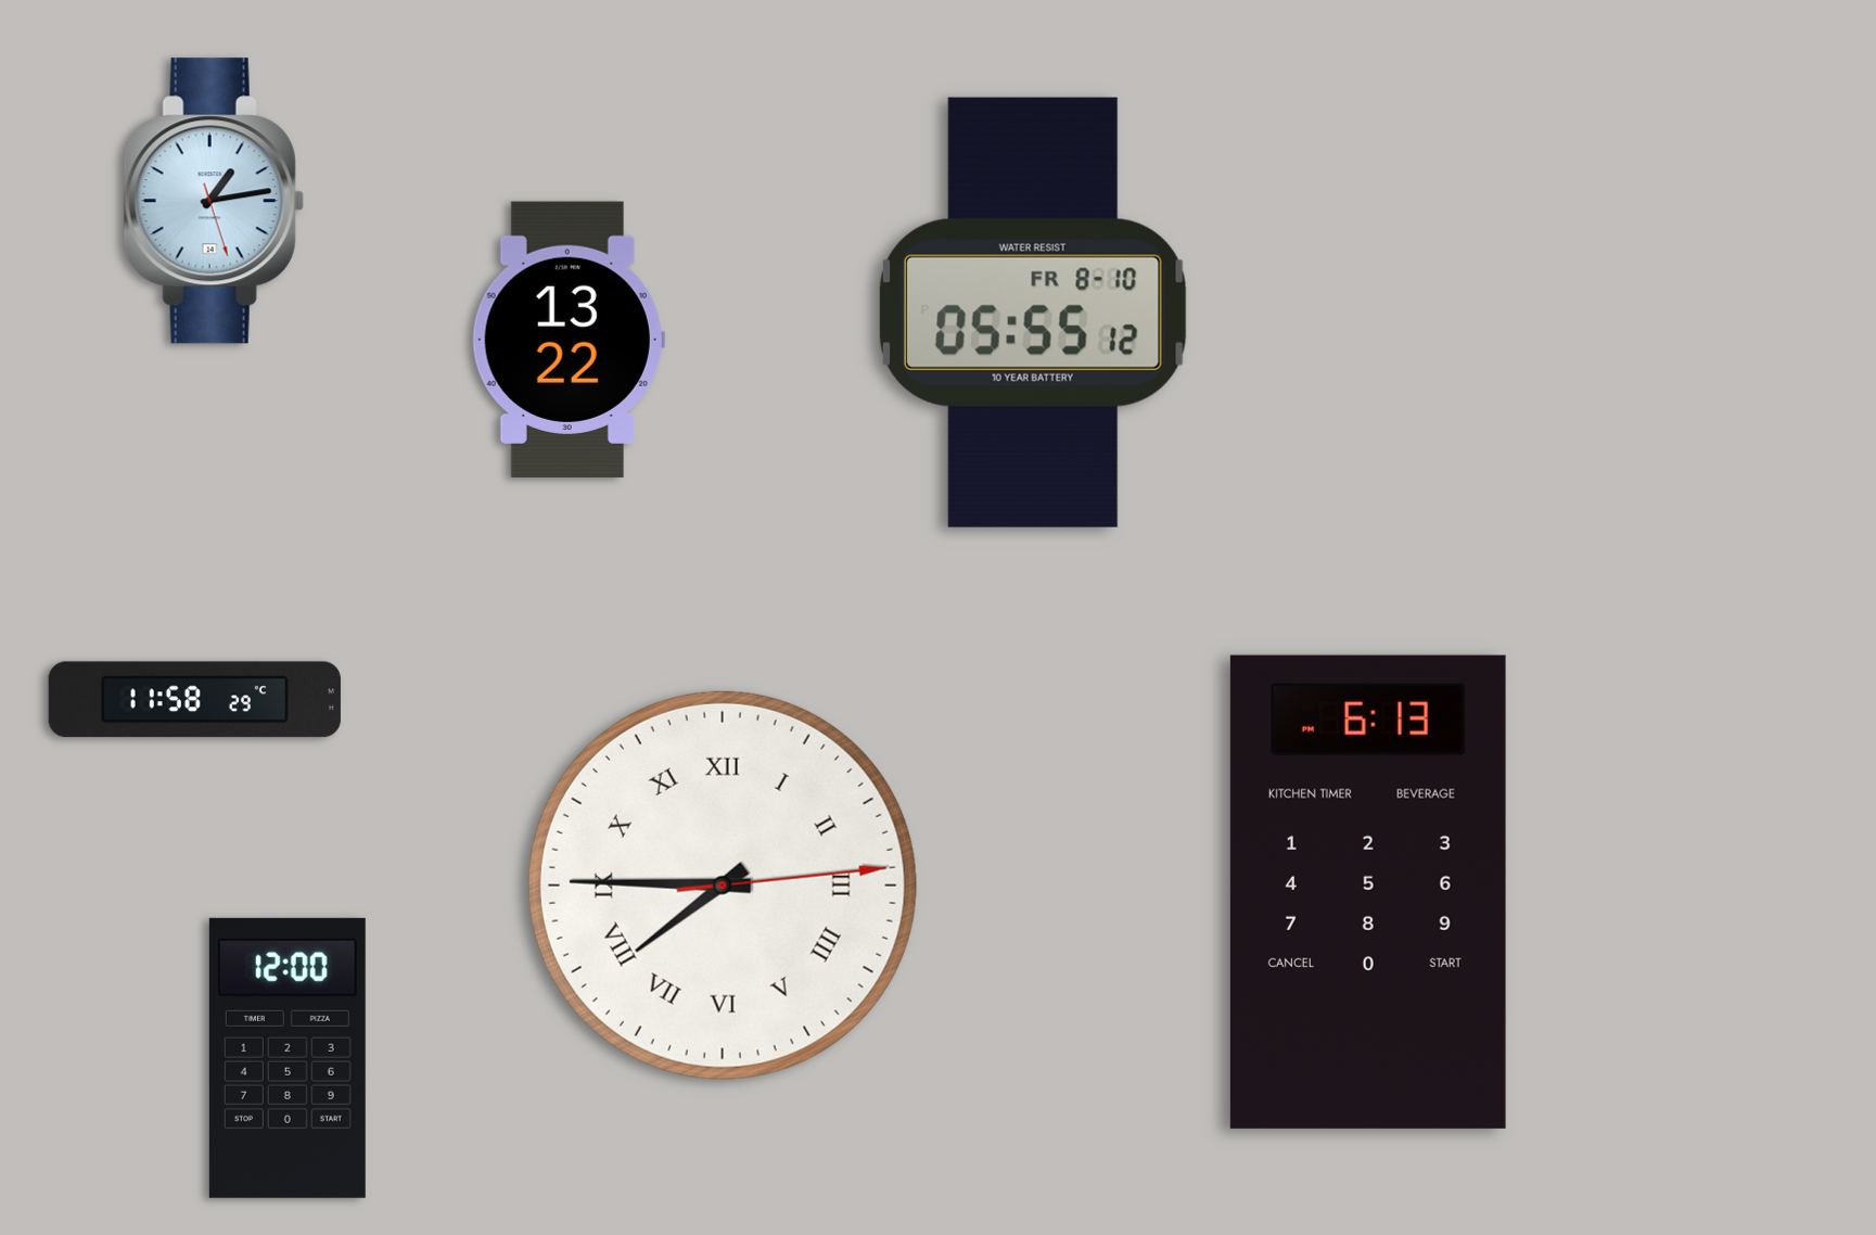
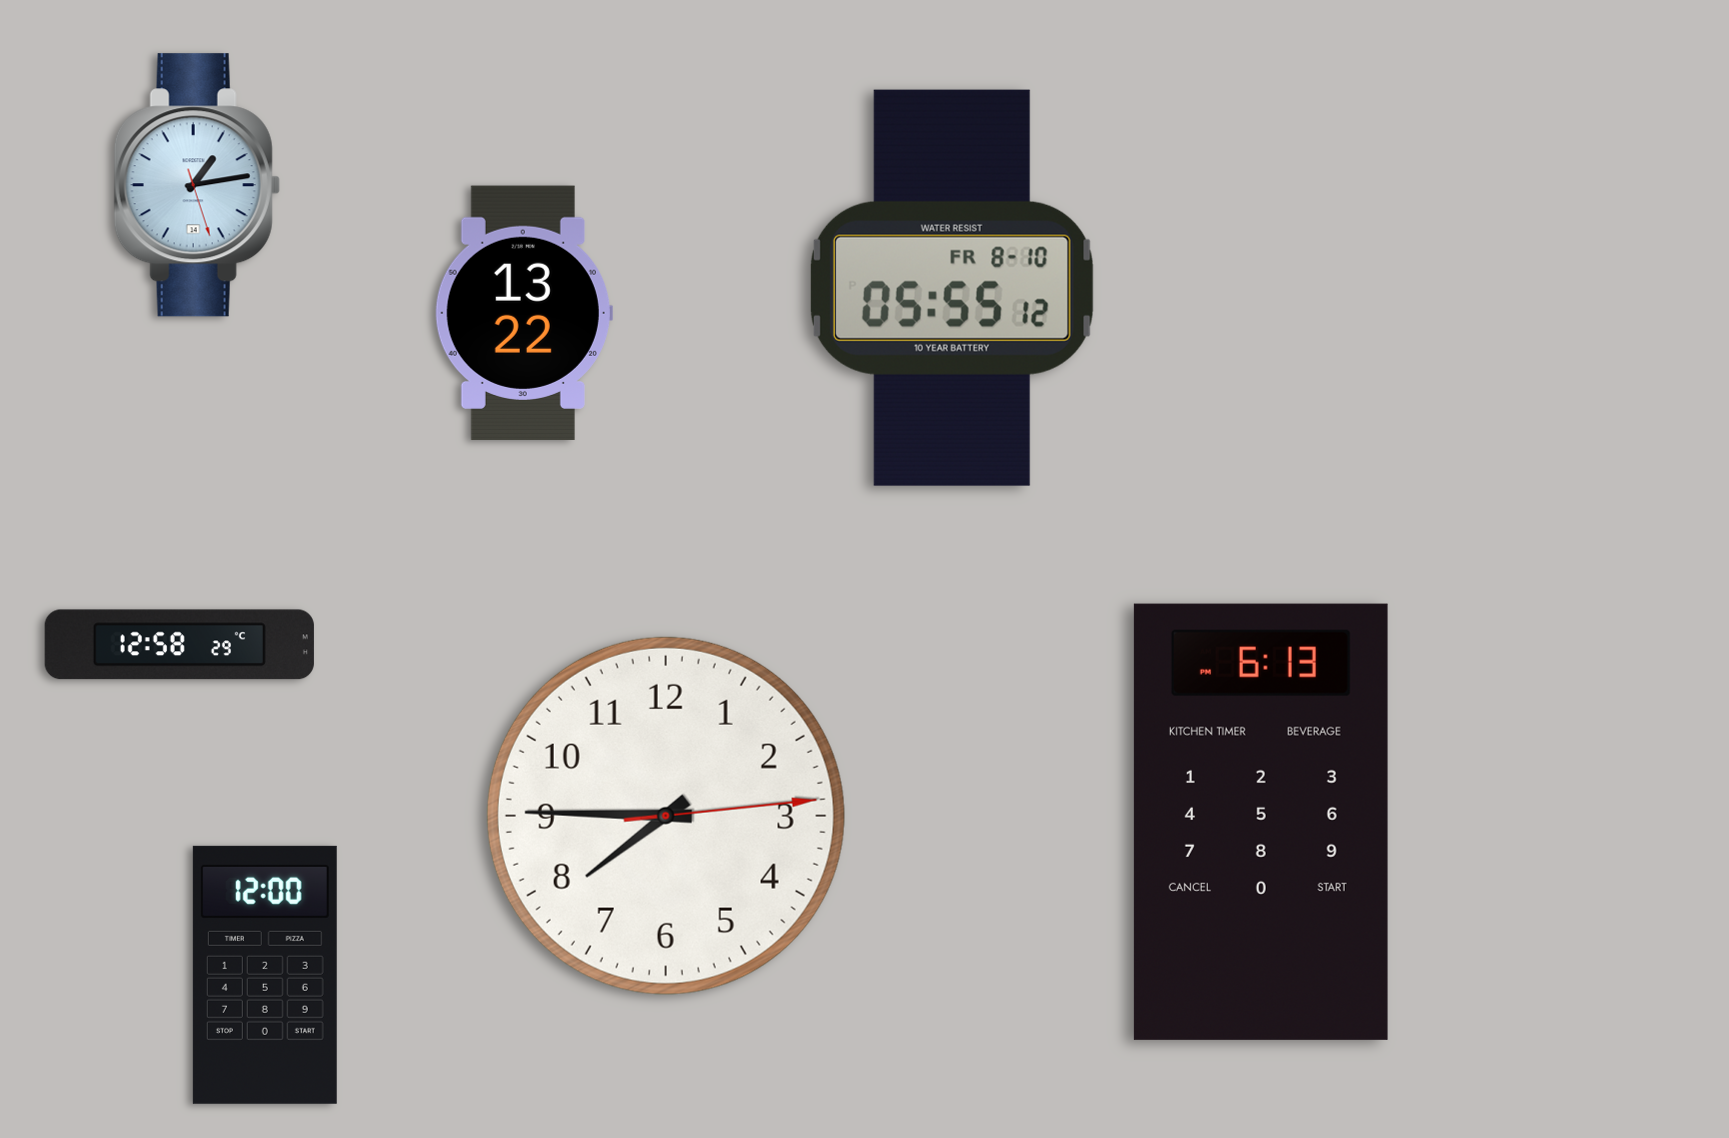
clock at (194, 700): 11:58 -> 12:58
clock at (723, 886) numerals: Roman -> Arabic
